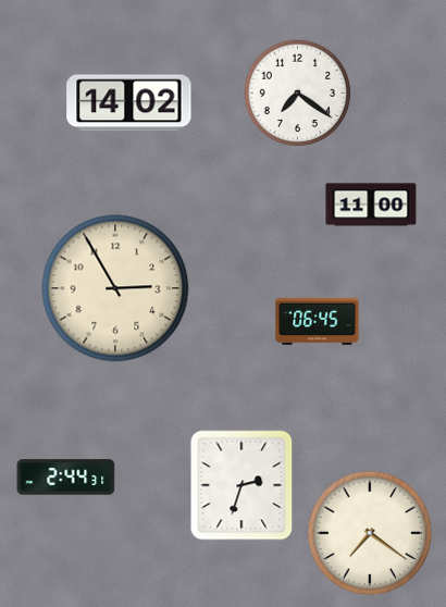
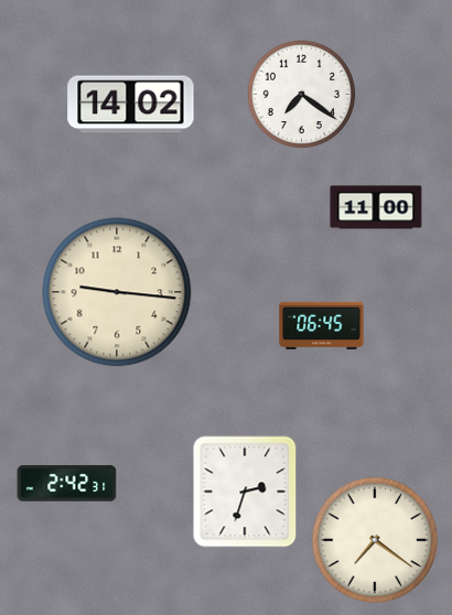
clock at (115, 288): 2:55 -> 9:16
clock at (66, 478): 2:44 -> 2:42
